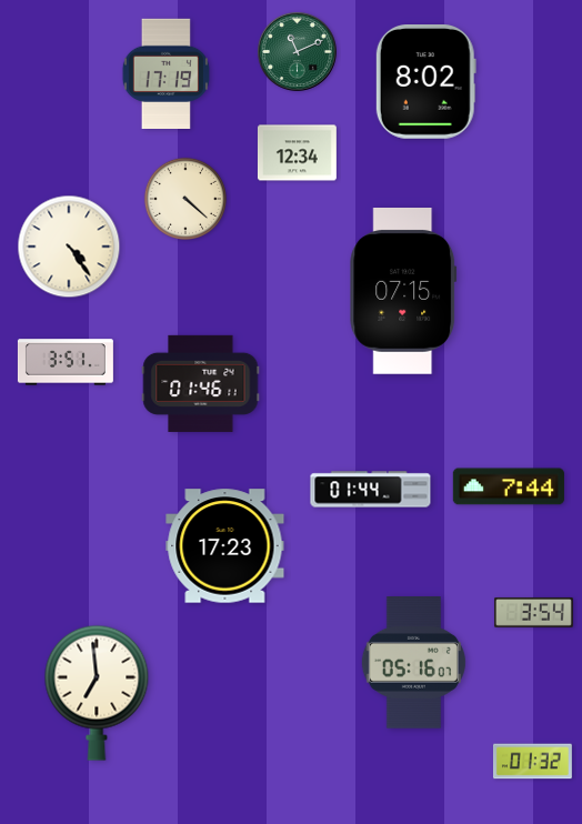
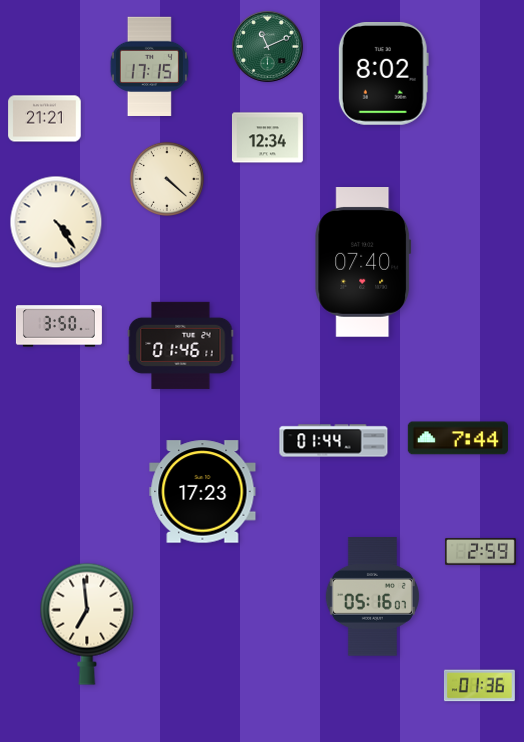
clock at (165, 73): 17:19 -> 17:15
clock at (45, 119): none -> 21:21
clock at (69, 247) position: (69, 247) -> (56, 222)
clock at (403, 292): 07:15 -> 07:40
clock at (66, 362): 3:51 -> 3:50
clock at (533, 612): 3:54 -> 2:59
clock at (532, 762): 01:32 -> 01:36
